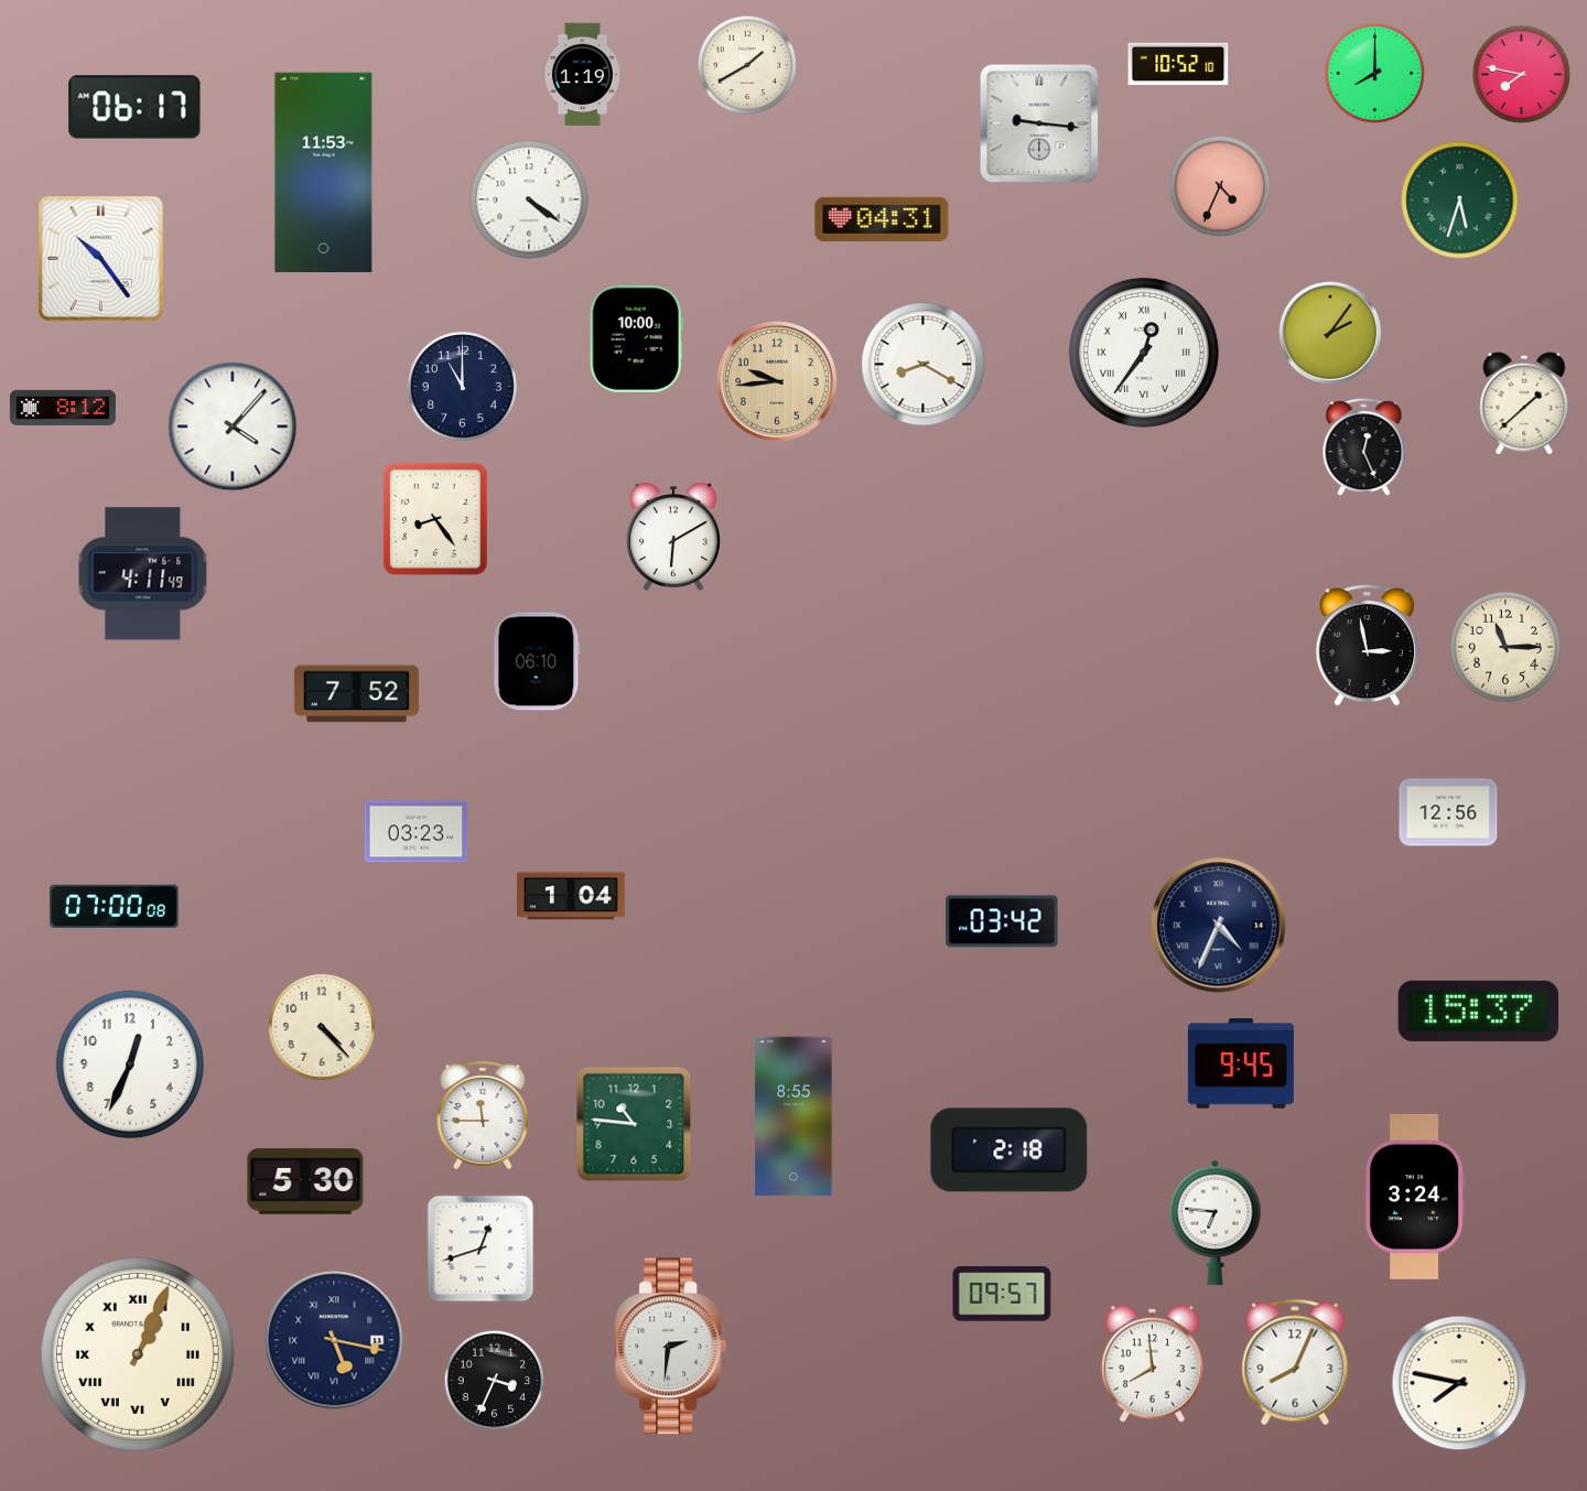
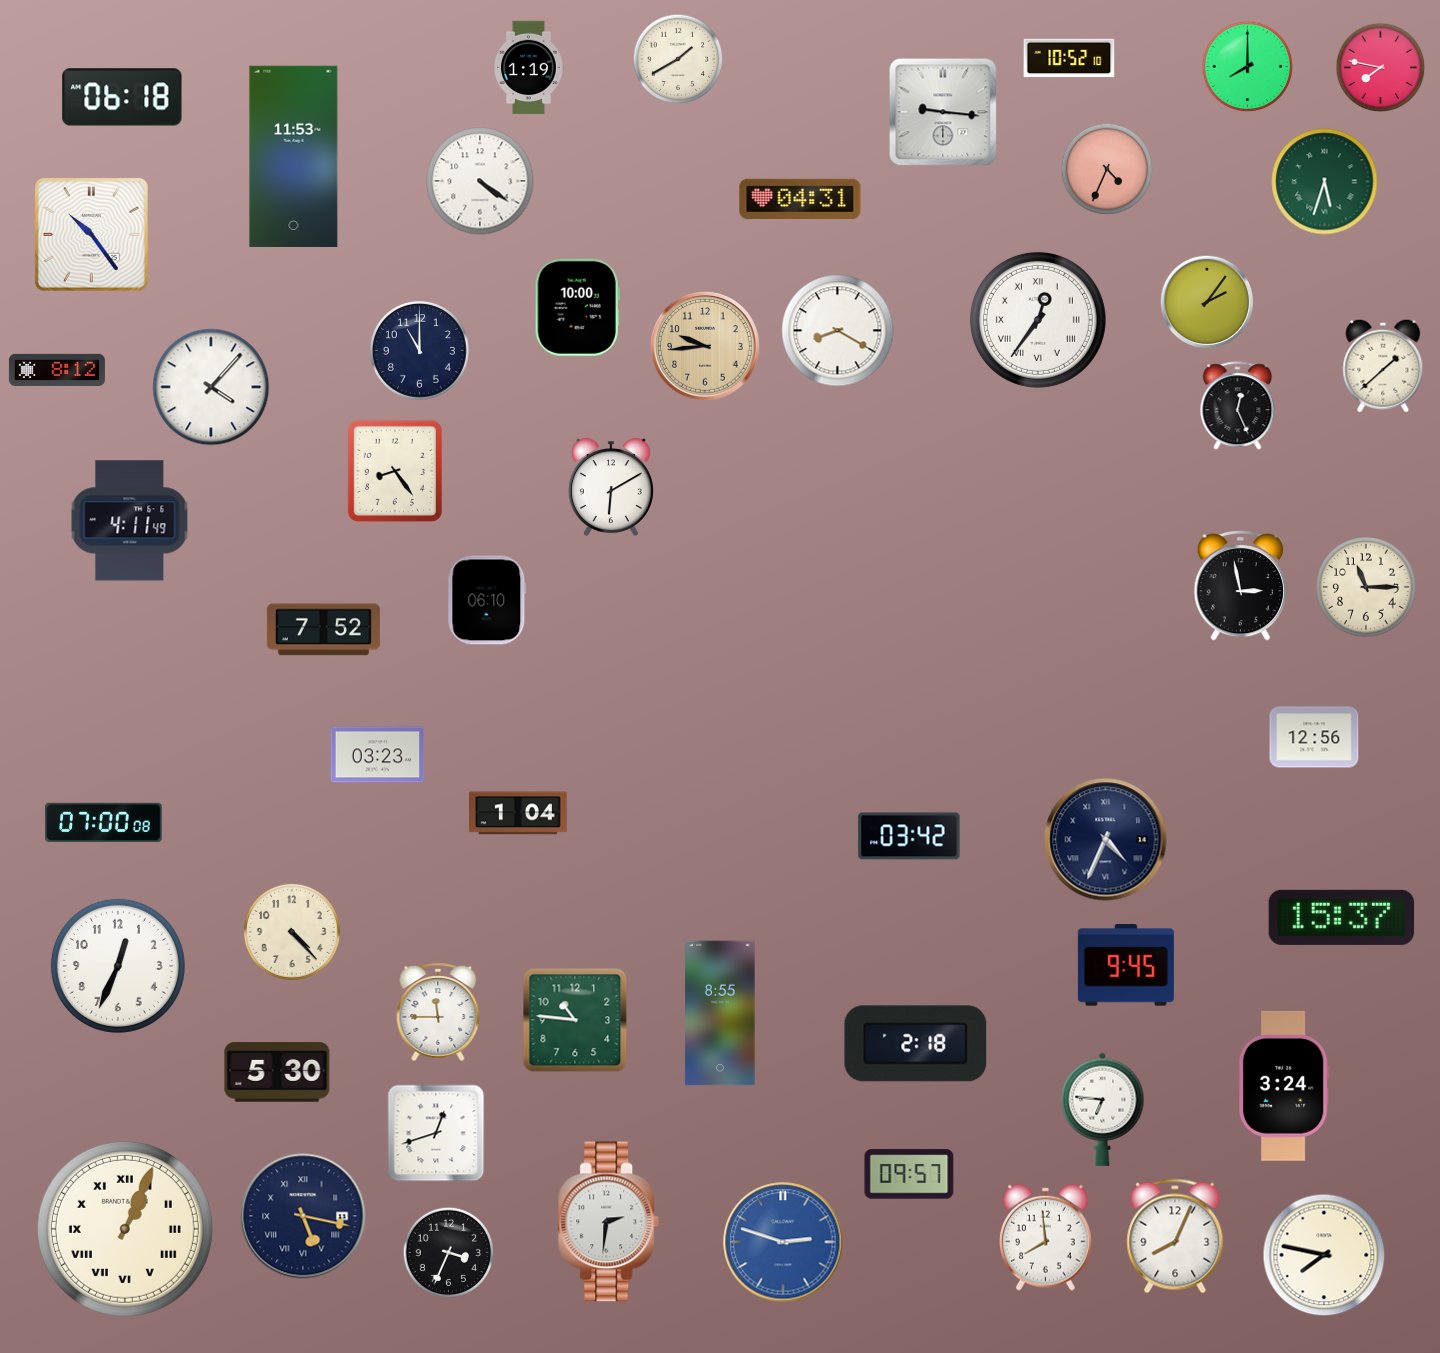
clock at (134, 107): 06:17 -> 06:18
clock at (783, 1242): none -> 2:48
